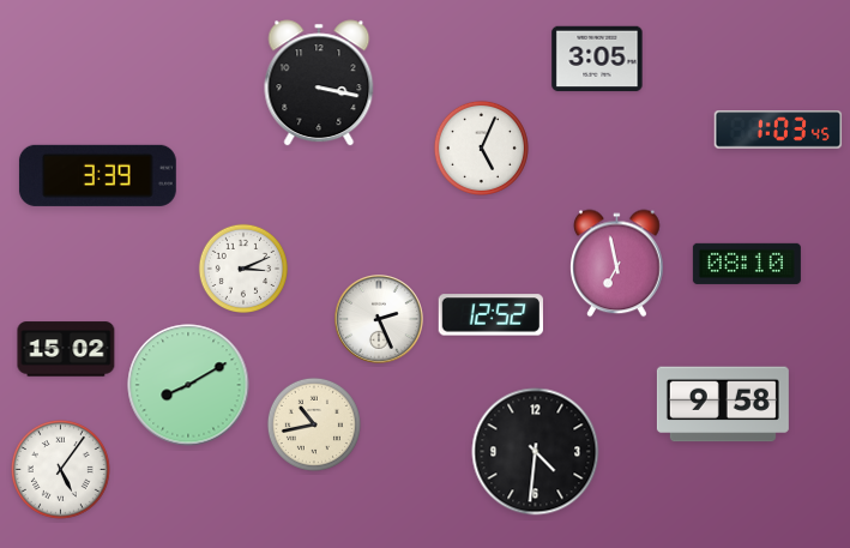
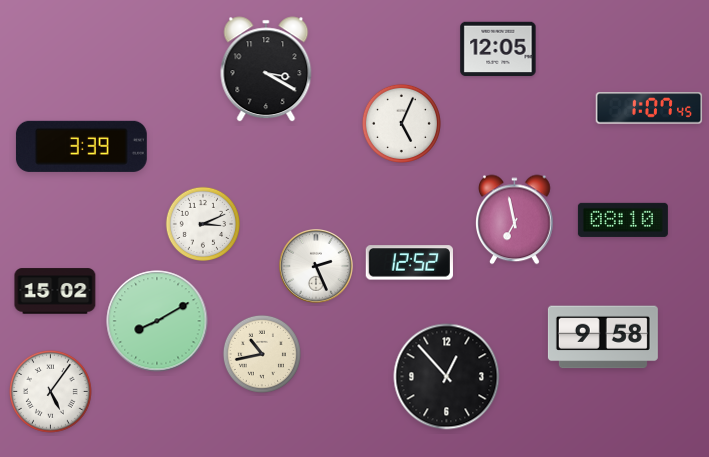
clock at (597, 59): 3:05 -> 12:05
clock at (319, 83): 3:17 -> 3:20
clock at (778, 130): 1:03 -> 1:07
clock at (536, 452): 4:31 -> 12:53
